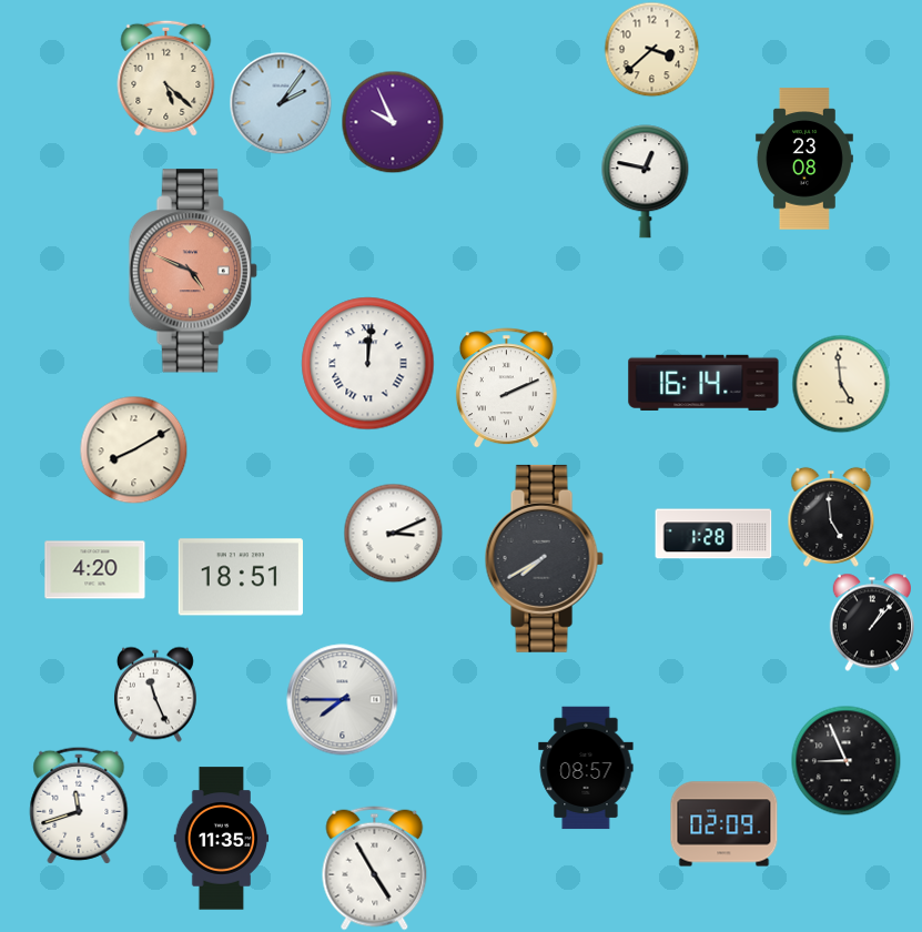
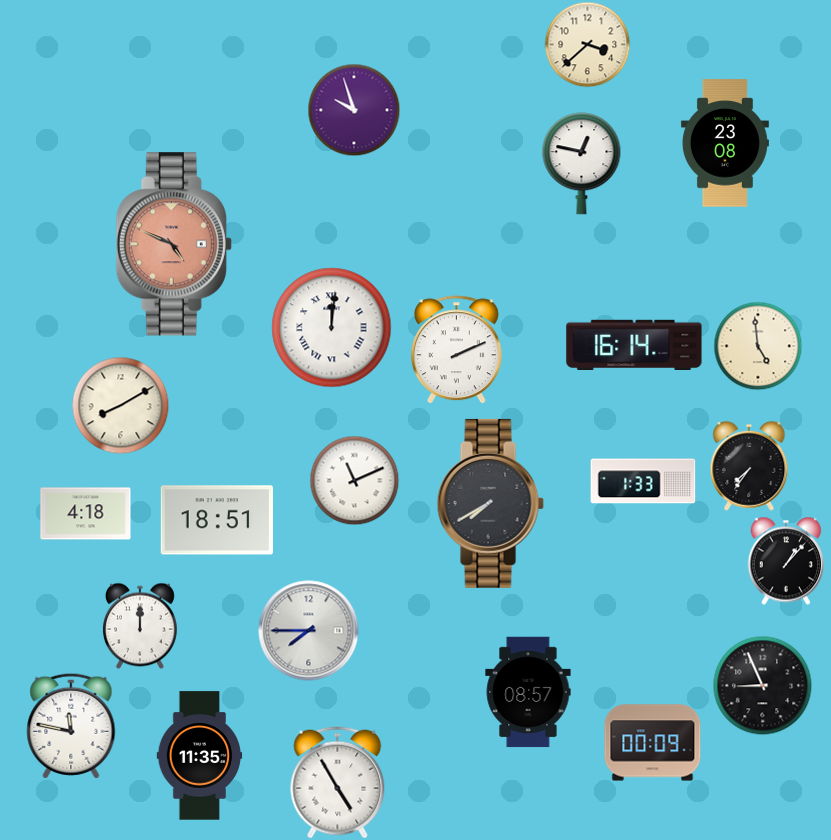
clock at (166, 78): 5:22 -> none
clock at (281, 103): 2:06 -> none
clock at (393, 122): 9:56 -> 9:57
clock at (831, 517): 4:59 -> 7:36
clock at (393, 533): 3:11 -> 11:11
clock at (713, 534): 1:28 -> 1:33
clock at (95, 570): 4:20 -> 4:18
clock at (155, 695): 11:26 -> 12:00
clock at (79, 806): 11:42 -> 11:47
clock at (725, 824): 02:09 -> 00:09
